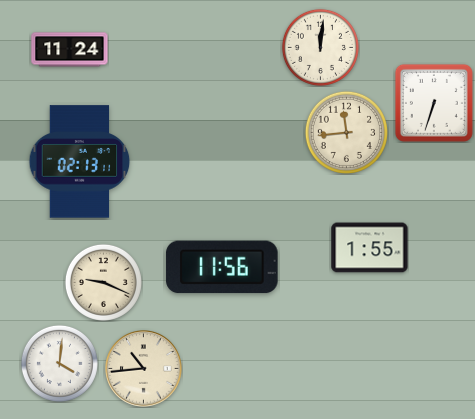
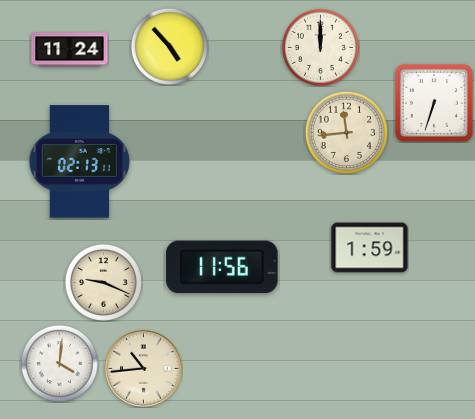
clock at (169, 46): none -> 4:53
clock at (320, 47): 12:01 -> 12:00
clock at (370, 248): 1:55 -> 1:59
